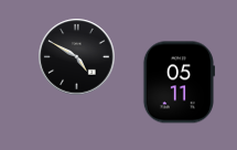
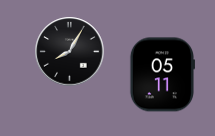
clock at (77, 57): 4:50 -> 8:05
